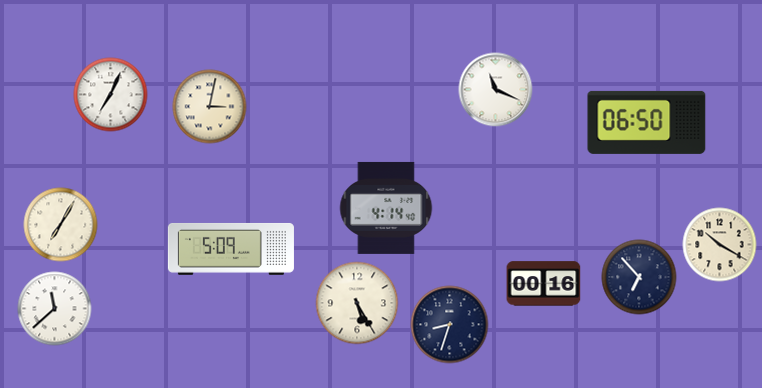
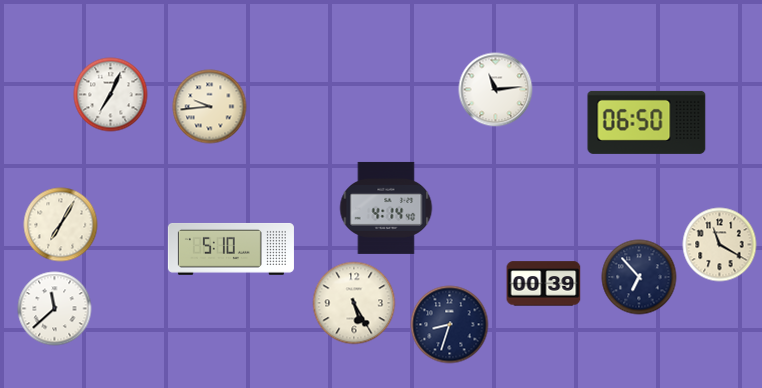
clock at (496, 90): 11:19 -> 11:14
clock at (210, 107): 3:02 -> 9:44
clock at (720, 245): 10:20 -> 11:20
clock at (231, 249): 5:09 -> 5:10
clock at (544, 284): 00:16 -> 00:39
clock at (357, 303) position: (357, 303) -> (354, 303)
